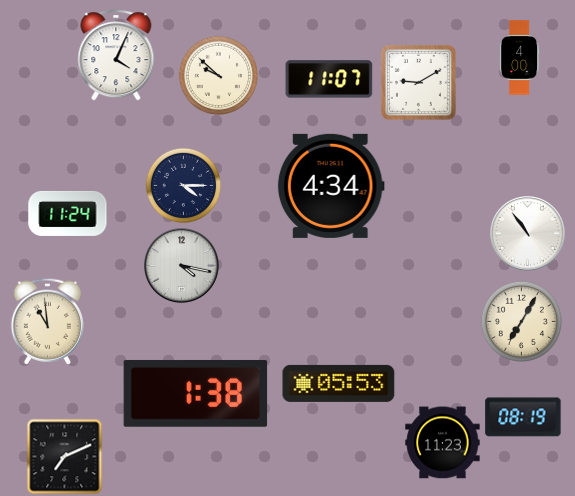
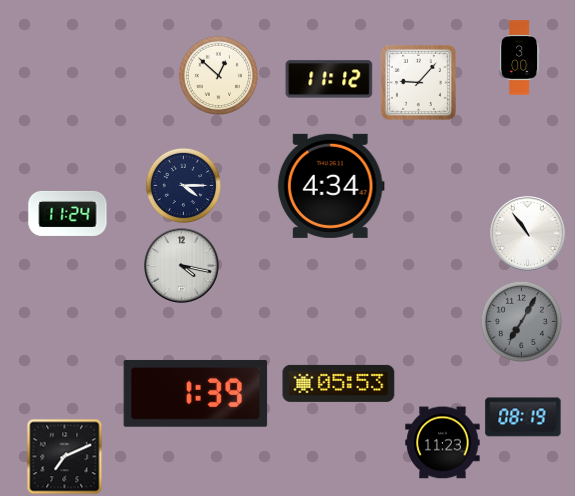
clock at (116, 55): 4:04 -> none
clock at (520, 58): 4:00 -> 3:00
clock at (218, 75): 9:52 -> 12:52
clock at (329, 79): 11:07 -> 11:12
clock at (418, 82): 9:10 -> 9:07
clock at (47, 321): 10:59 -> none
clock at (521, 321) dial: cream -> grey
clock at (196, 393): 1:38 -> 1:39
